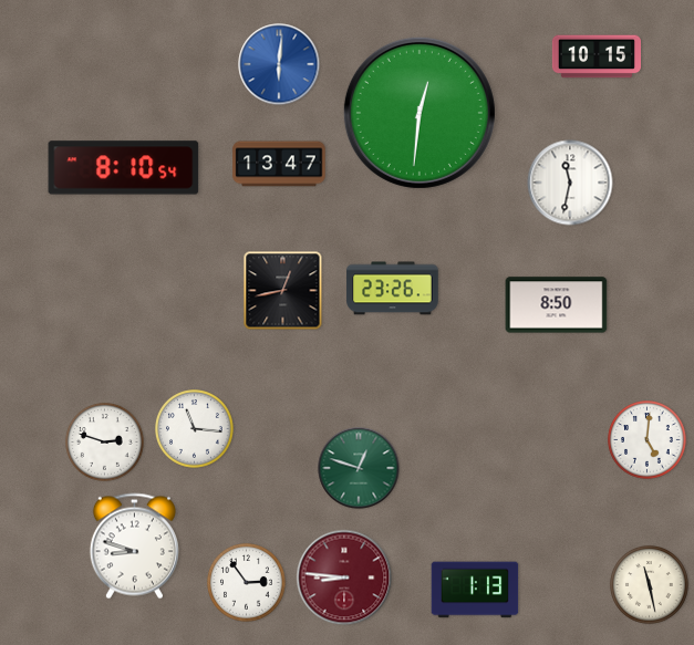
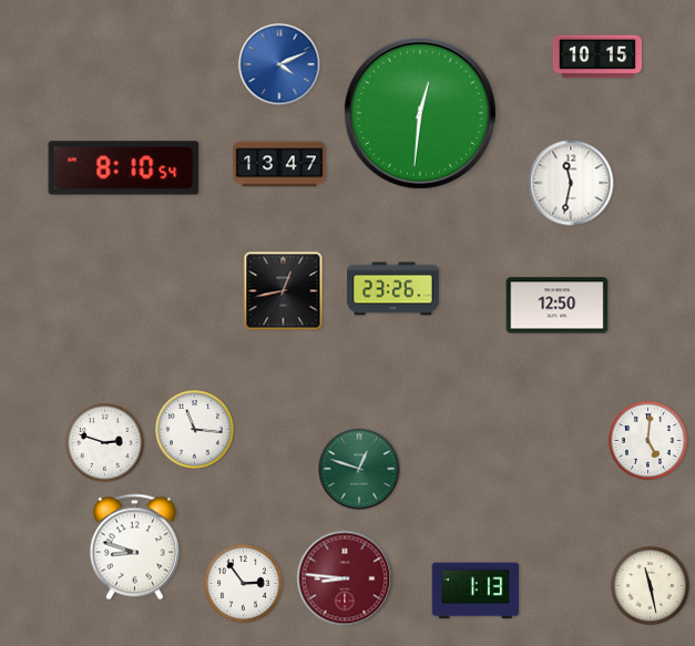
clock at (279, 64): 6:01 -> 4:11
clock at (557, 305): 8:50 -> 12:50
clock at (247, 583) position: (247, 583) -> (244, 584)
